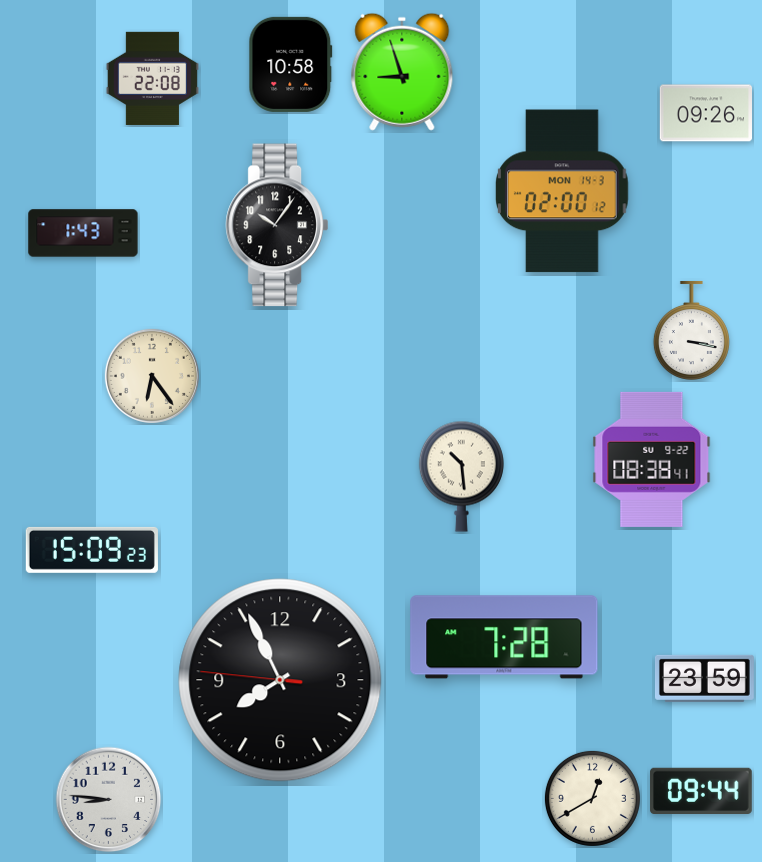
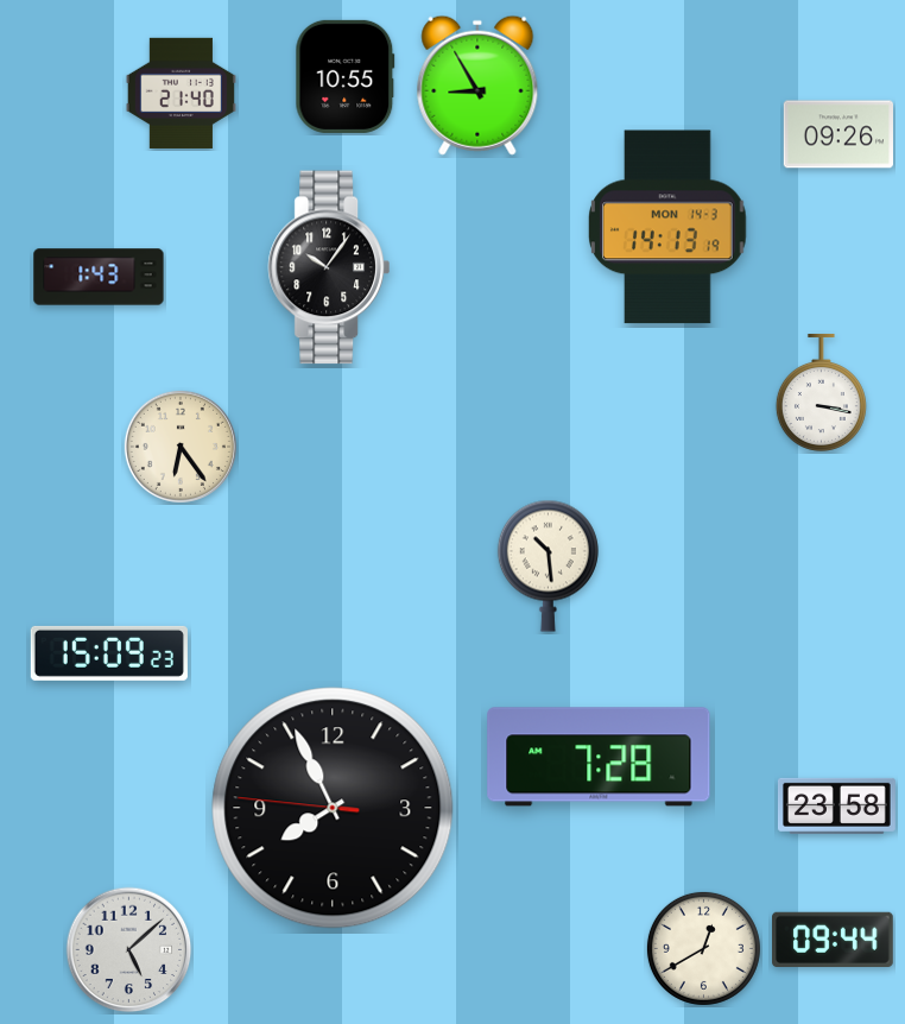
clock at (291, 64): 10:58 -> 10:55
clock at (402, 72): 8:57 -> 8:55
clock at (152, 78): 22:08 -> 21:40
clock at (562, 191): 02:00 -> 14:13
clock at (652, 459): 08:38 -> none
clock at (704, 678): 23:59 -> 23:58
clock at (109, 800): 8:46 -> 5:08
